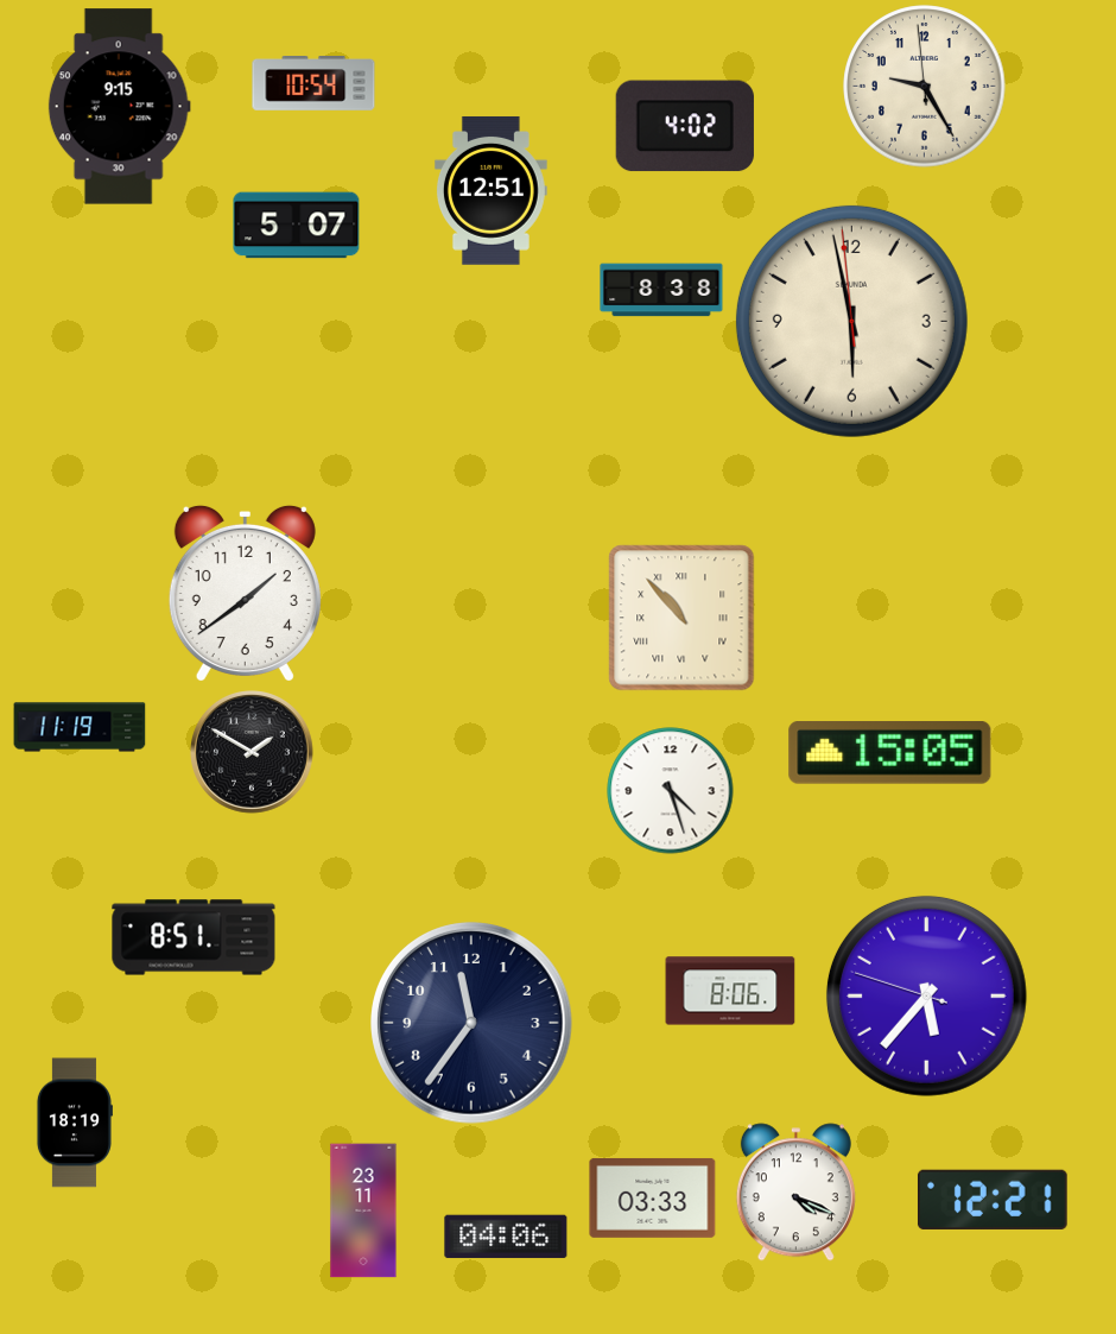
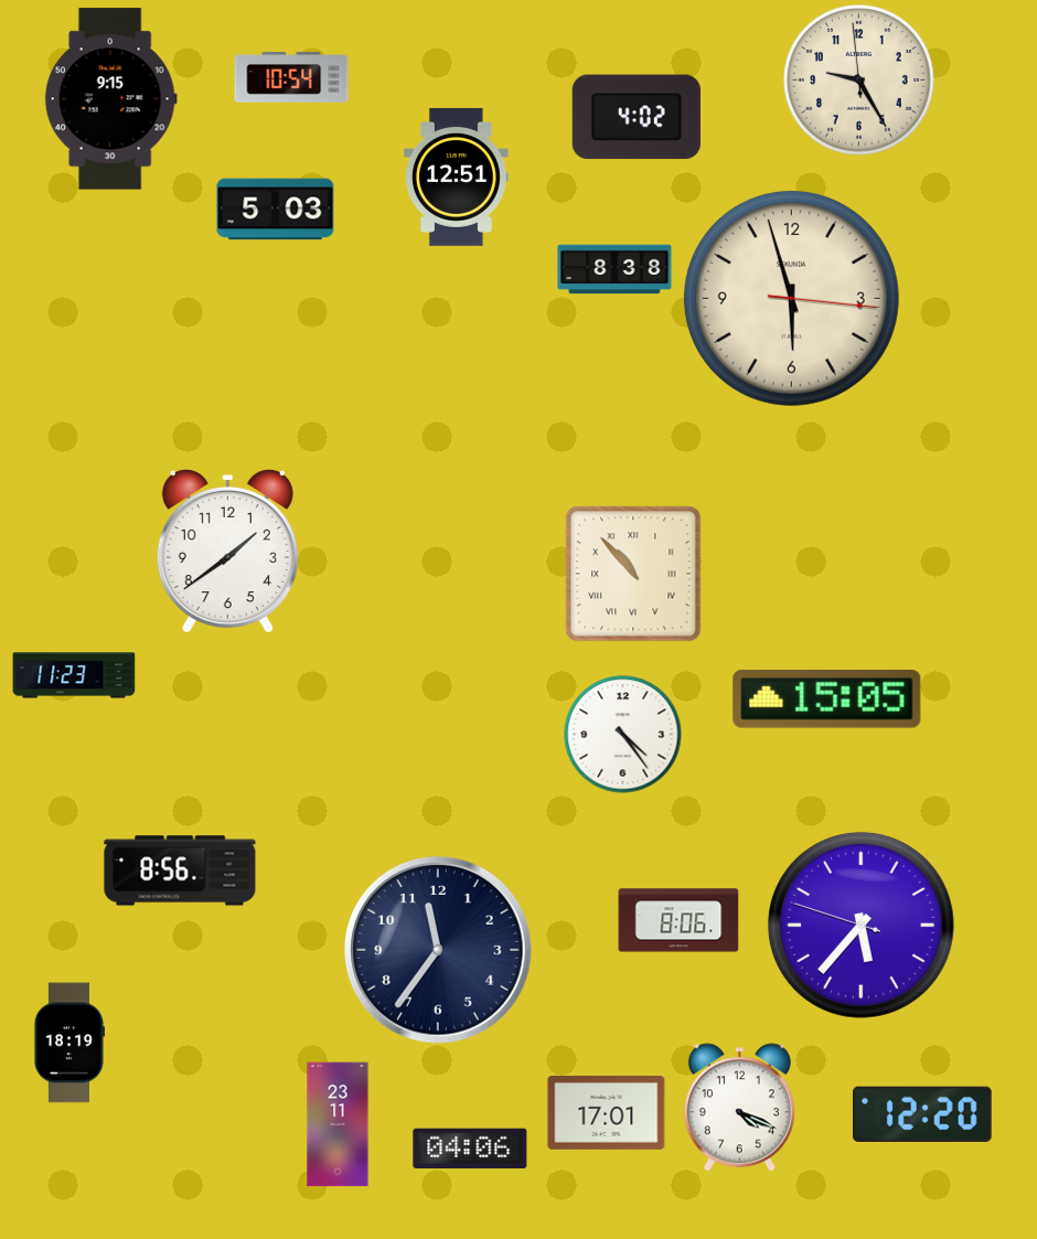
clock at (297, 226): 5:07 -> 5:03
clock at (851, 321): 5:57:59 -> 5:57:16
clock at (80, 727): 11:19 -> 11:23
clock at (253, 753): 1:50 -> none
clock at (671, 791): 4:27 -> 4:24
clock at (194, 937): 8:51 -> 8:56
clock at (653, 1197): 03:33 -> 17:01
clock at (993, 1200): 12:21 -> 12:20
